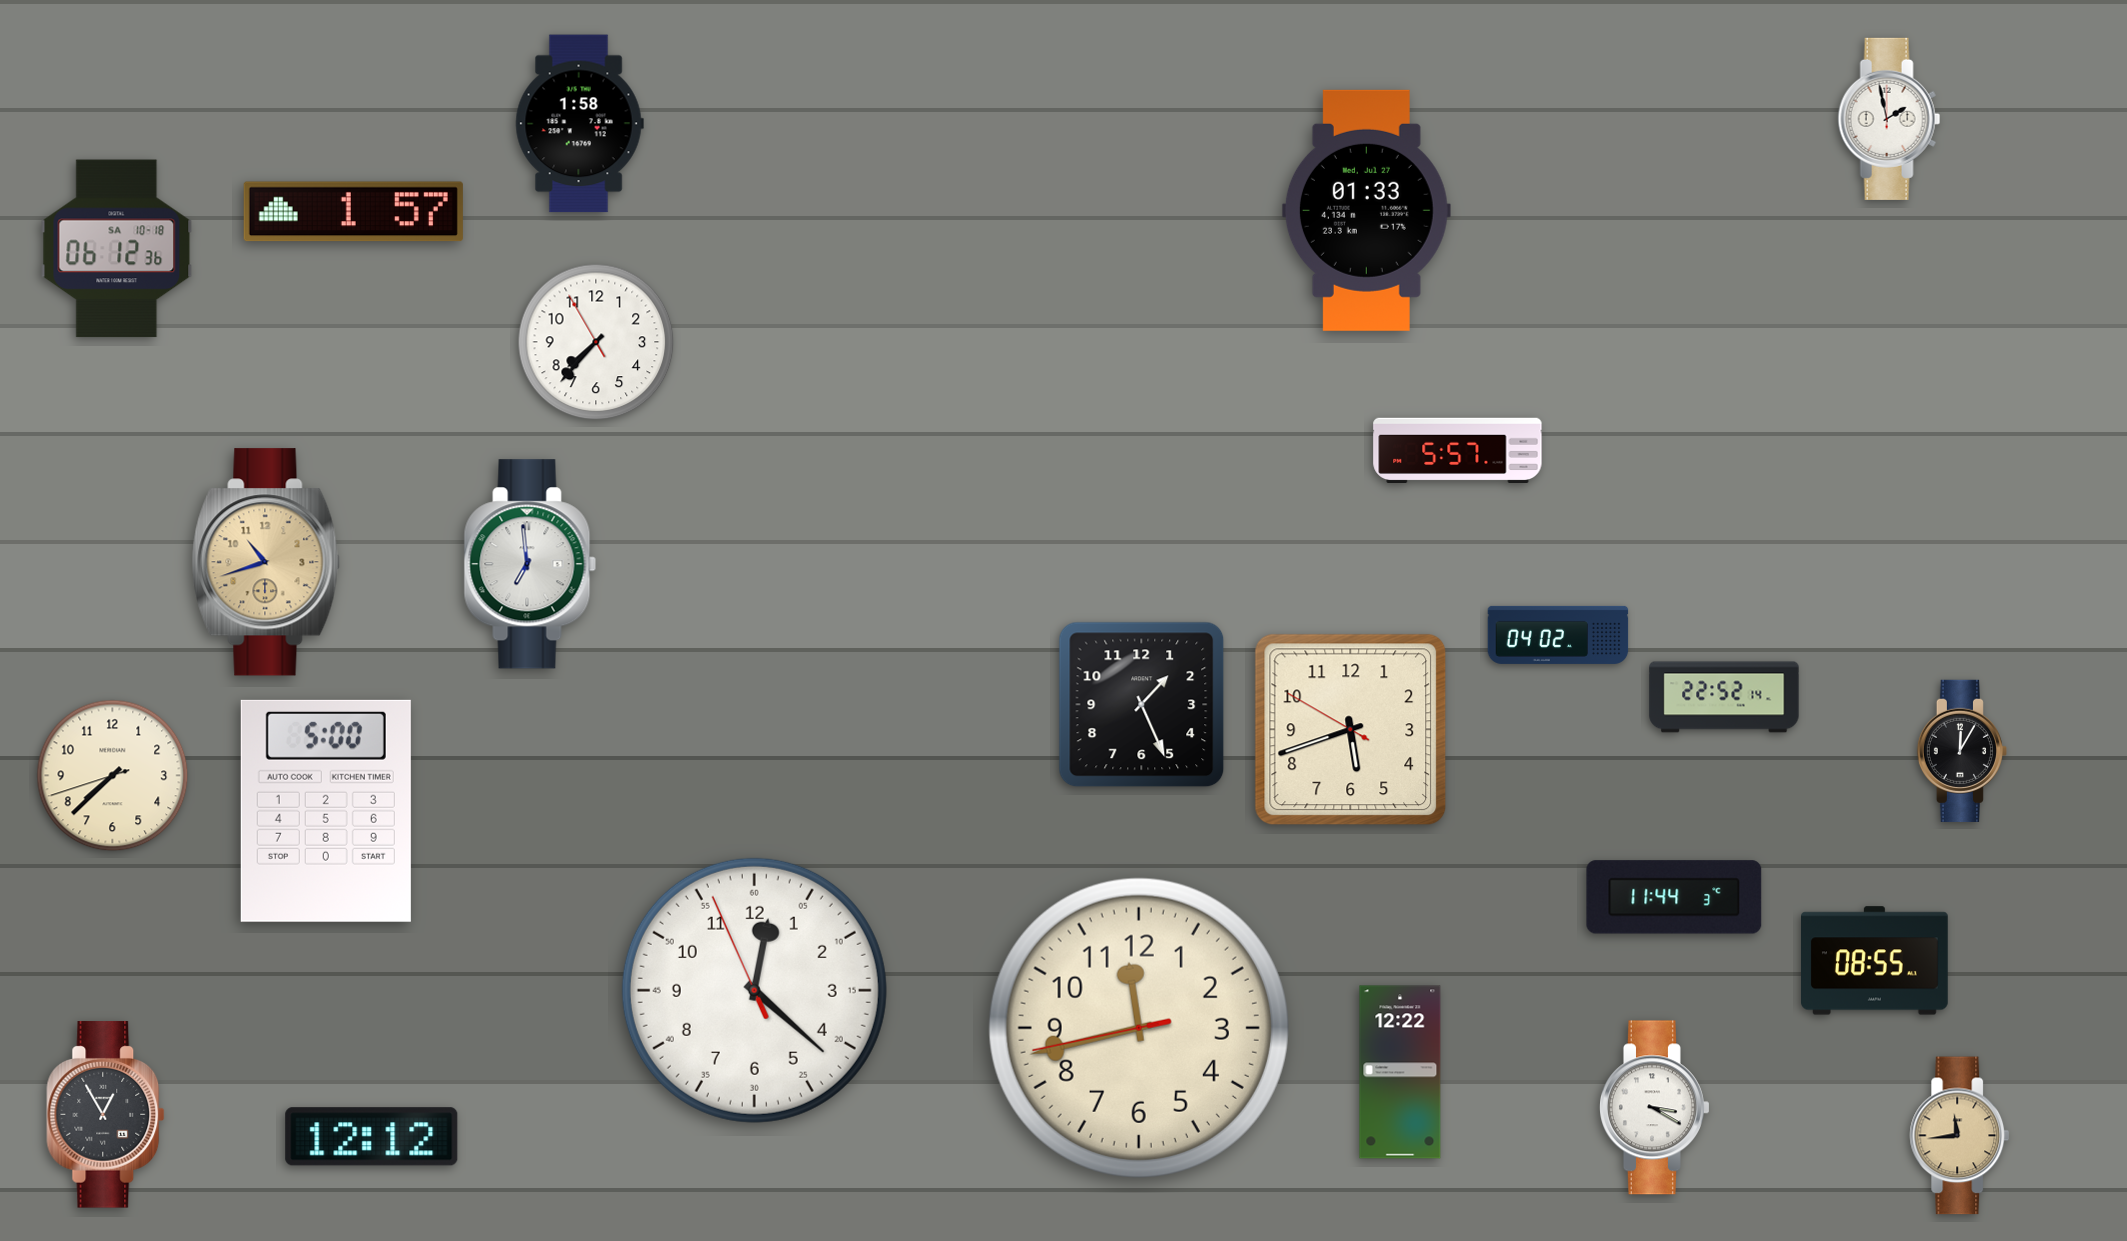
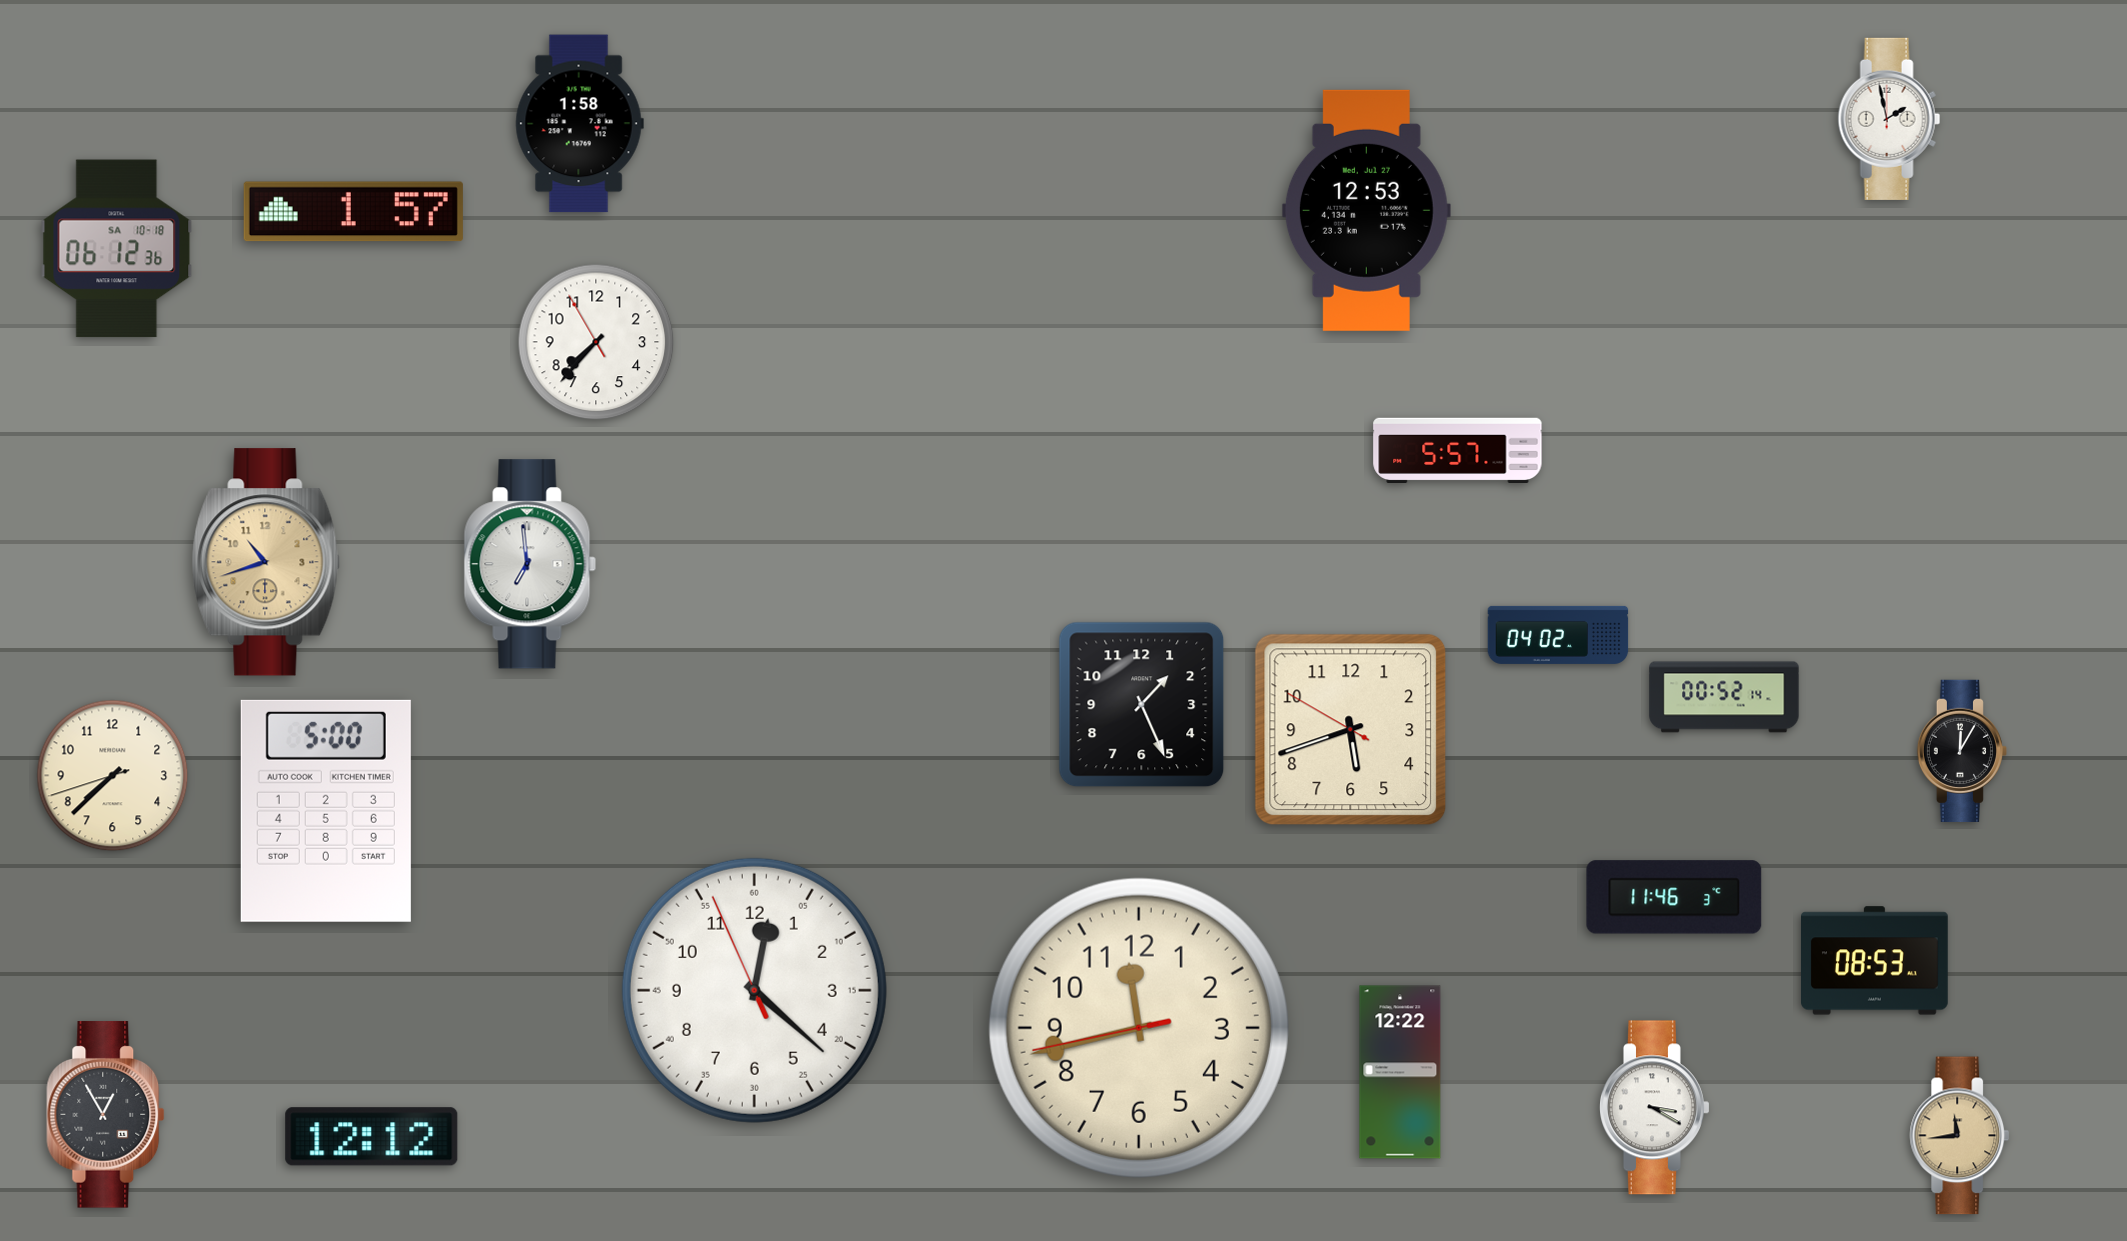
clock at (1366, 210): 01:33 -> 12:53
clock at (1724, 697): 22:52 -> 00:52
clock at (1674, 897): 11:44 -> 11:46
clock at (1875, 961): 08:55 -> 08:53
